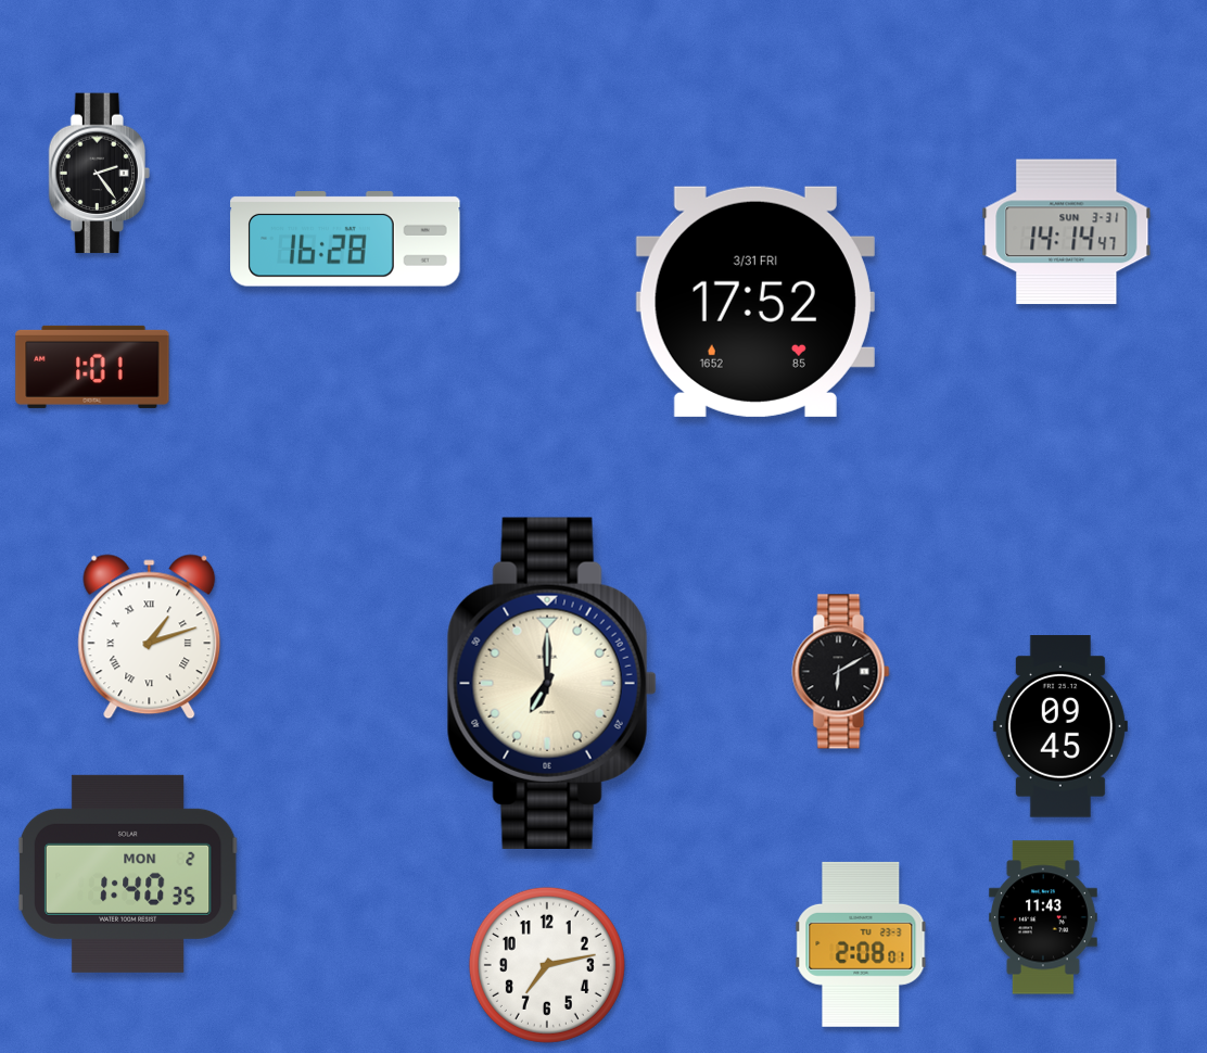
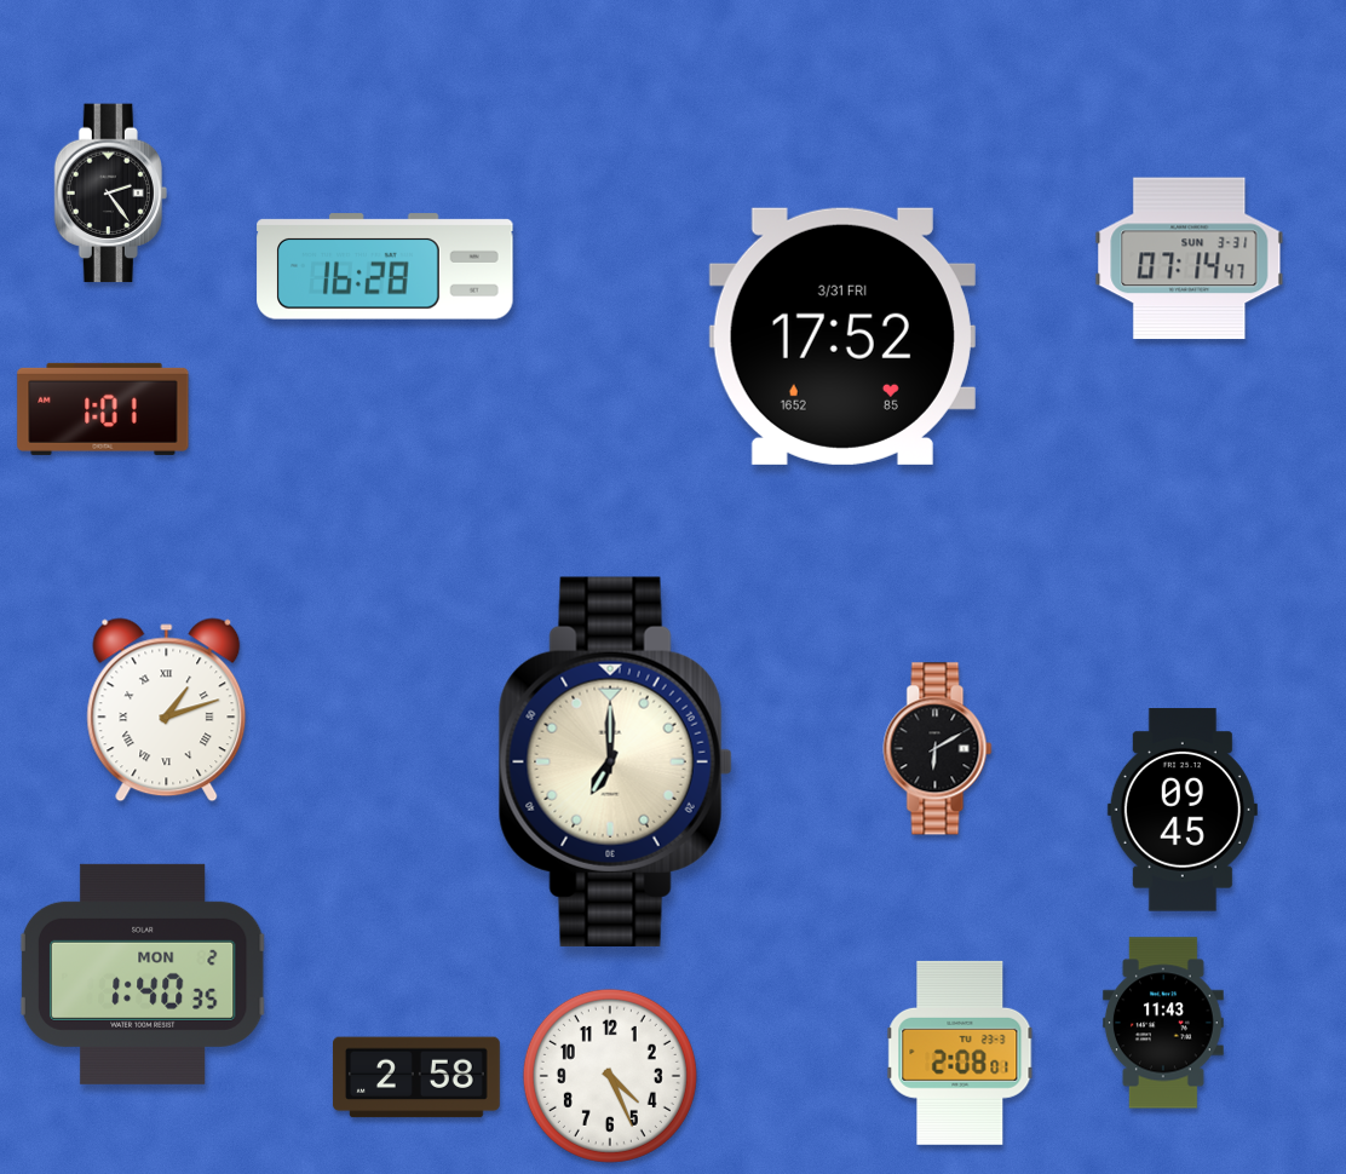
clock at (1067, 232): 14:14 -> 07:14
clock at (547, 965): 7:13 -> 4:26
clock at (416, 1077): none -> 2:58
